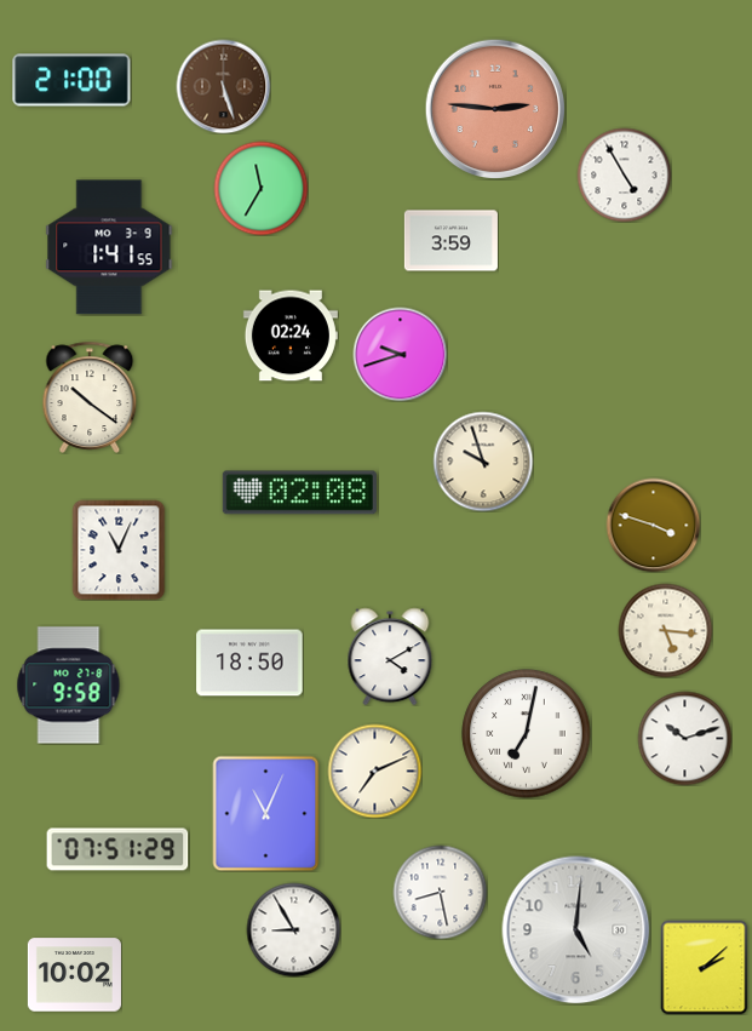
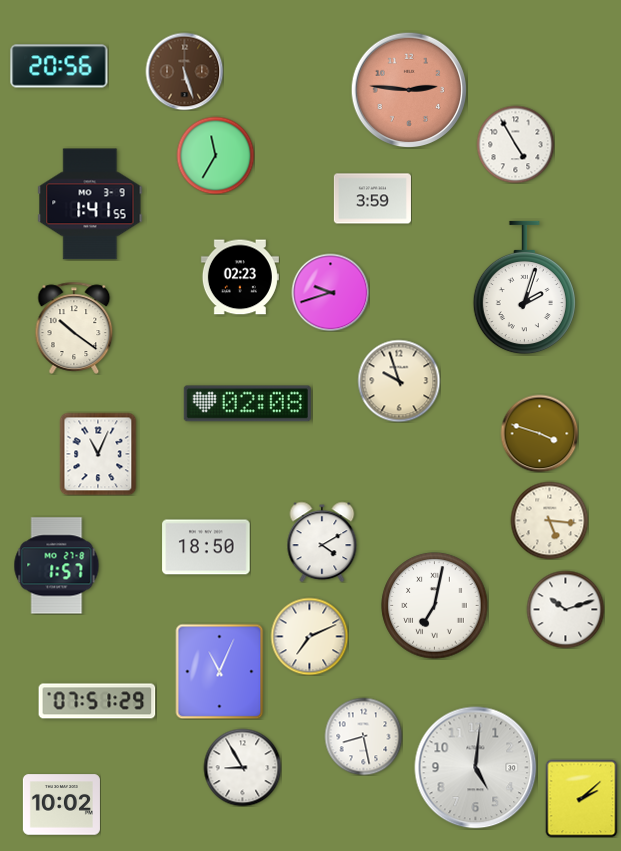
clock at (71, 80): 21:00 -> 20:56
clock at (291, 336): 02:24 -> 02:23
clock at (524, 288): none -> 2:03
clock at (299, 493) position: (299, 493) -> (247, 404)
clock at (69, 686): 9:58 -> 1:57
